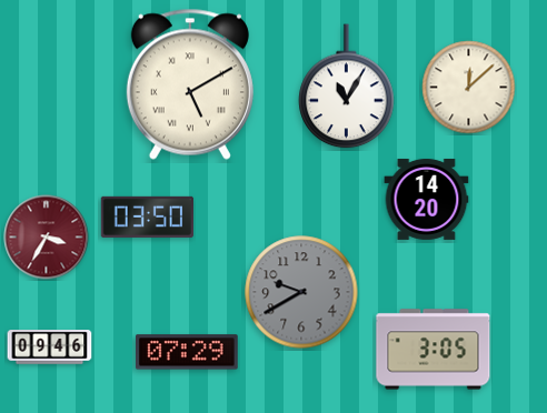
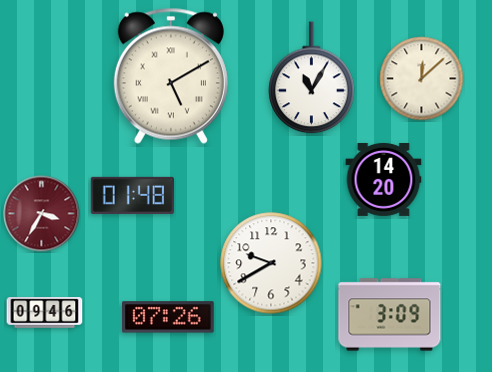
clock at (147, 216): 03:50 -> 01:48
clock at (301, 292) dial: grey -> white
clock at (434, 350): 3:05 -> 3:09
clock at (188, 352): 07:29 -> 07:26
